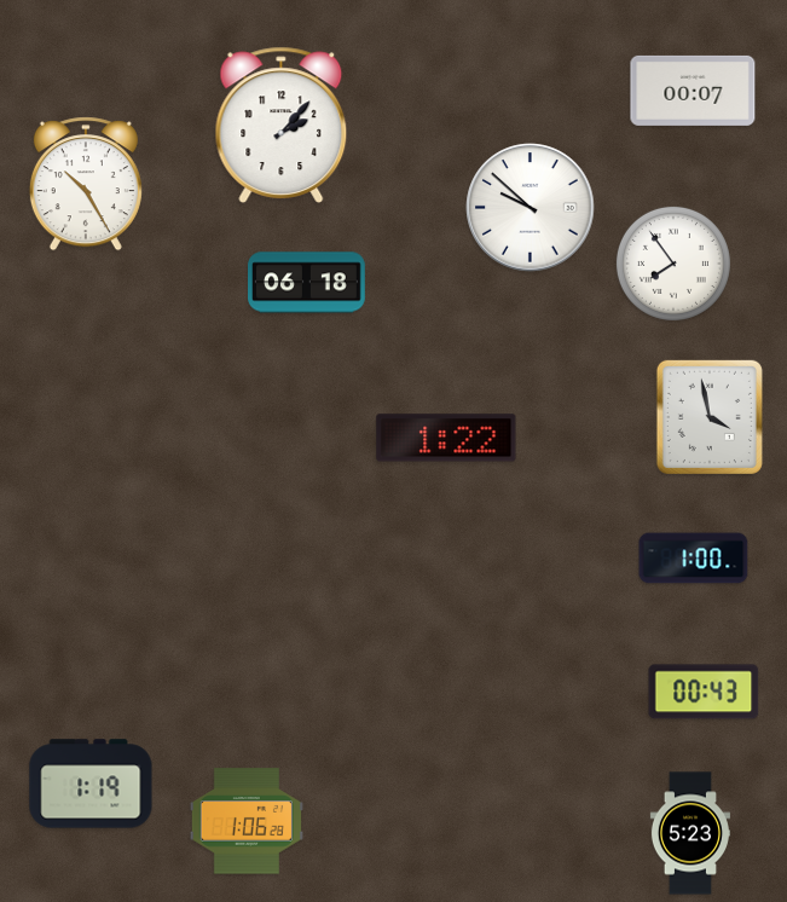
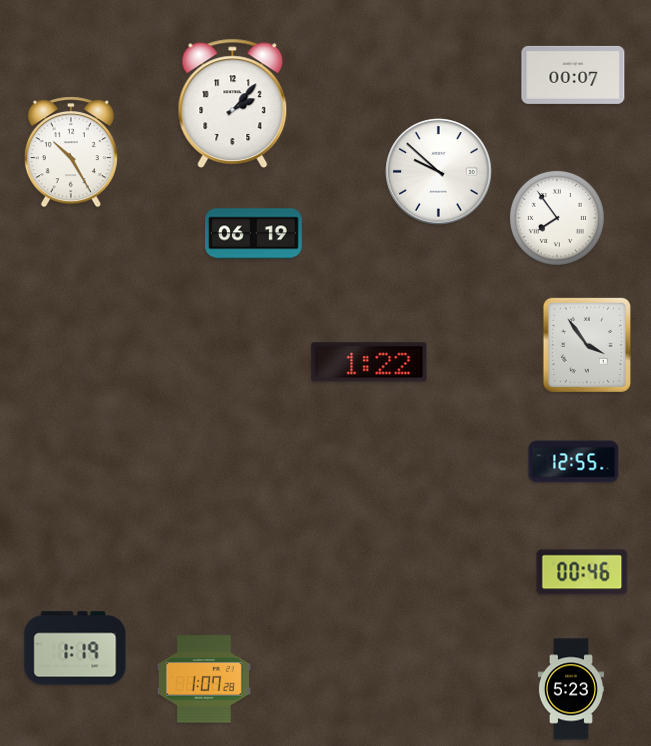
clock at (307, 283): 06:18 -> 06:19
clock at (710, 417): 3:58 -> 3:54
clock at (694, 559): 1:00 -> 12:55
clock at (704, 692): 00:43 -> 00:46
clock at (247, 821): 1:06 -> 1:07
